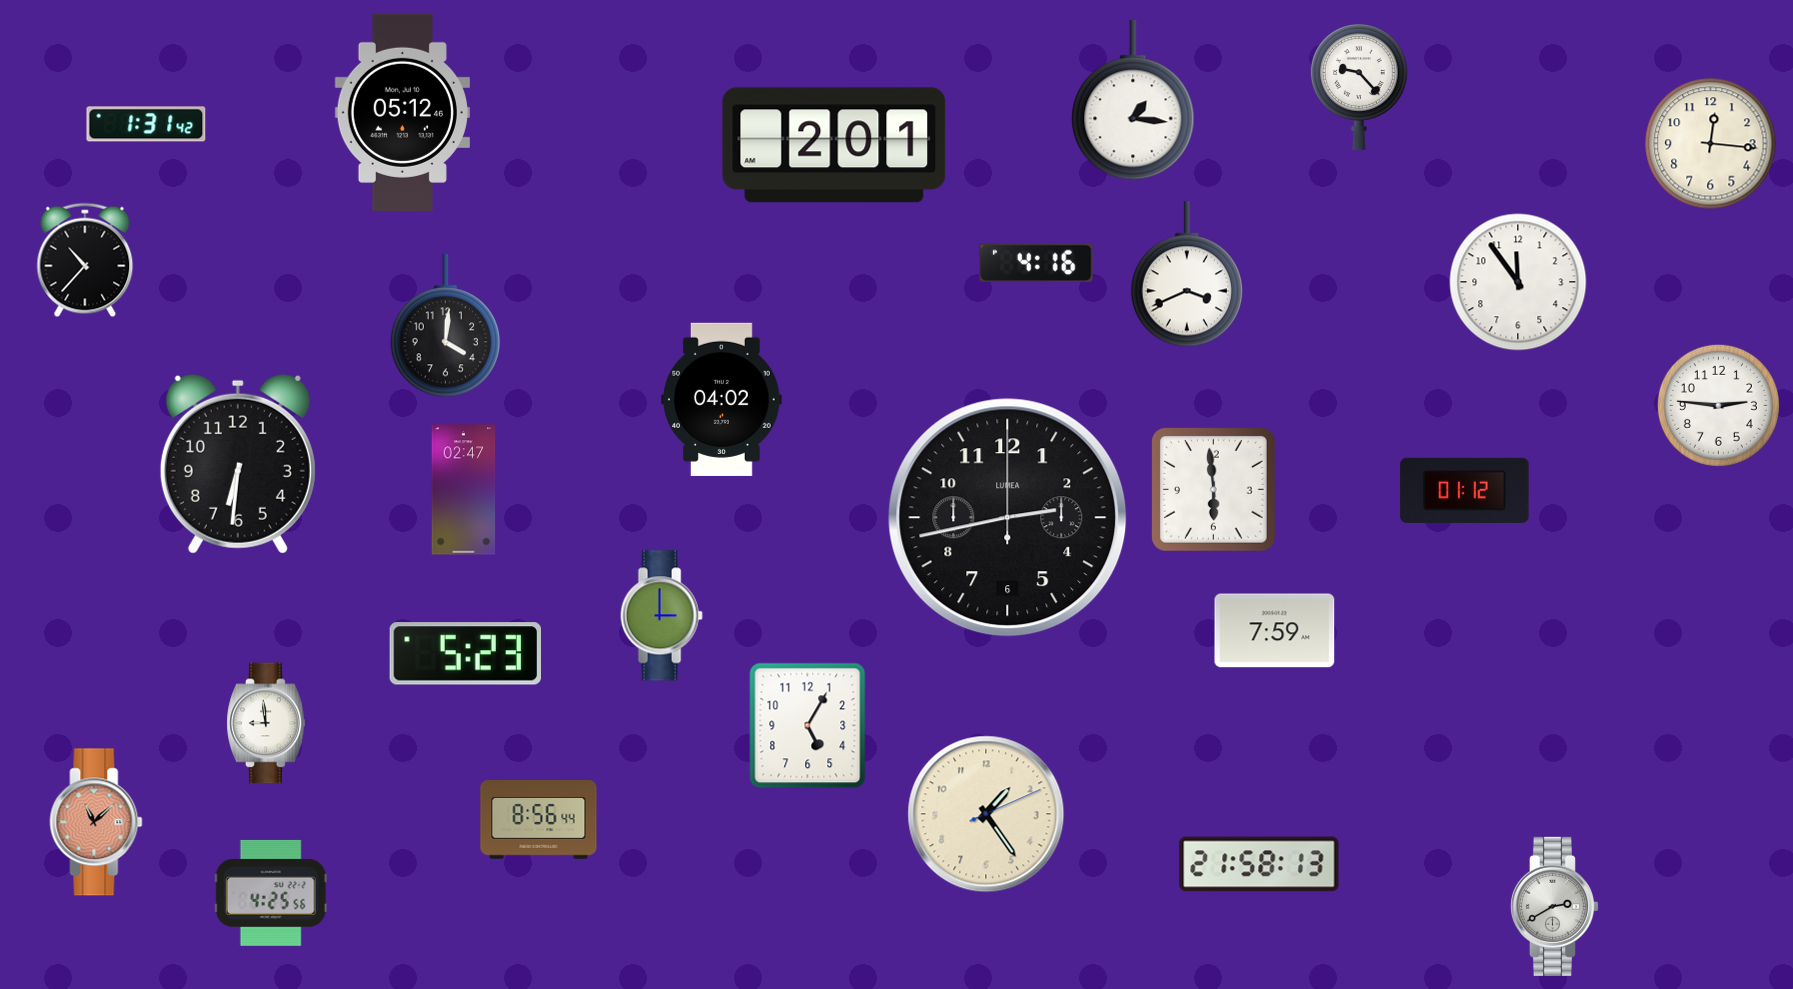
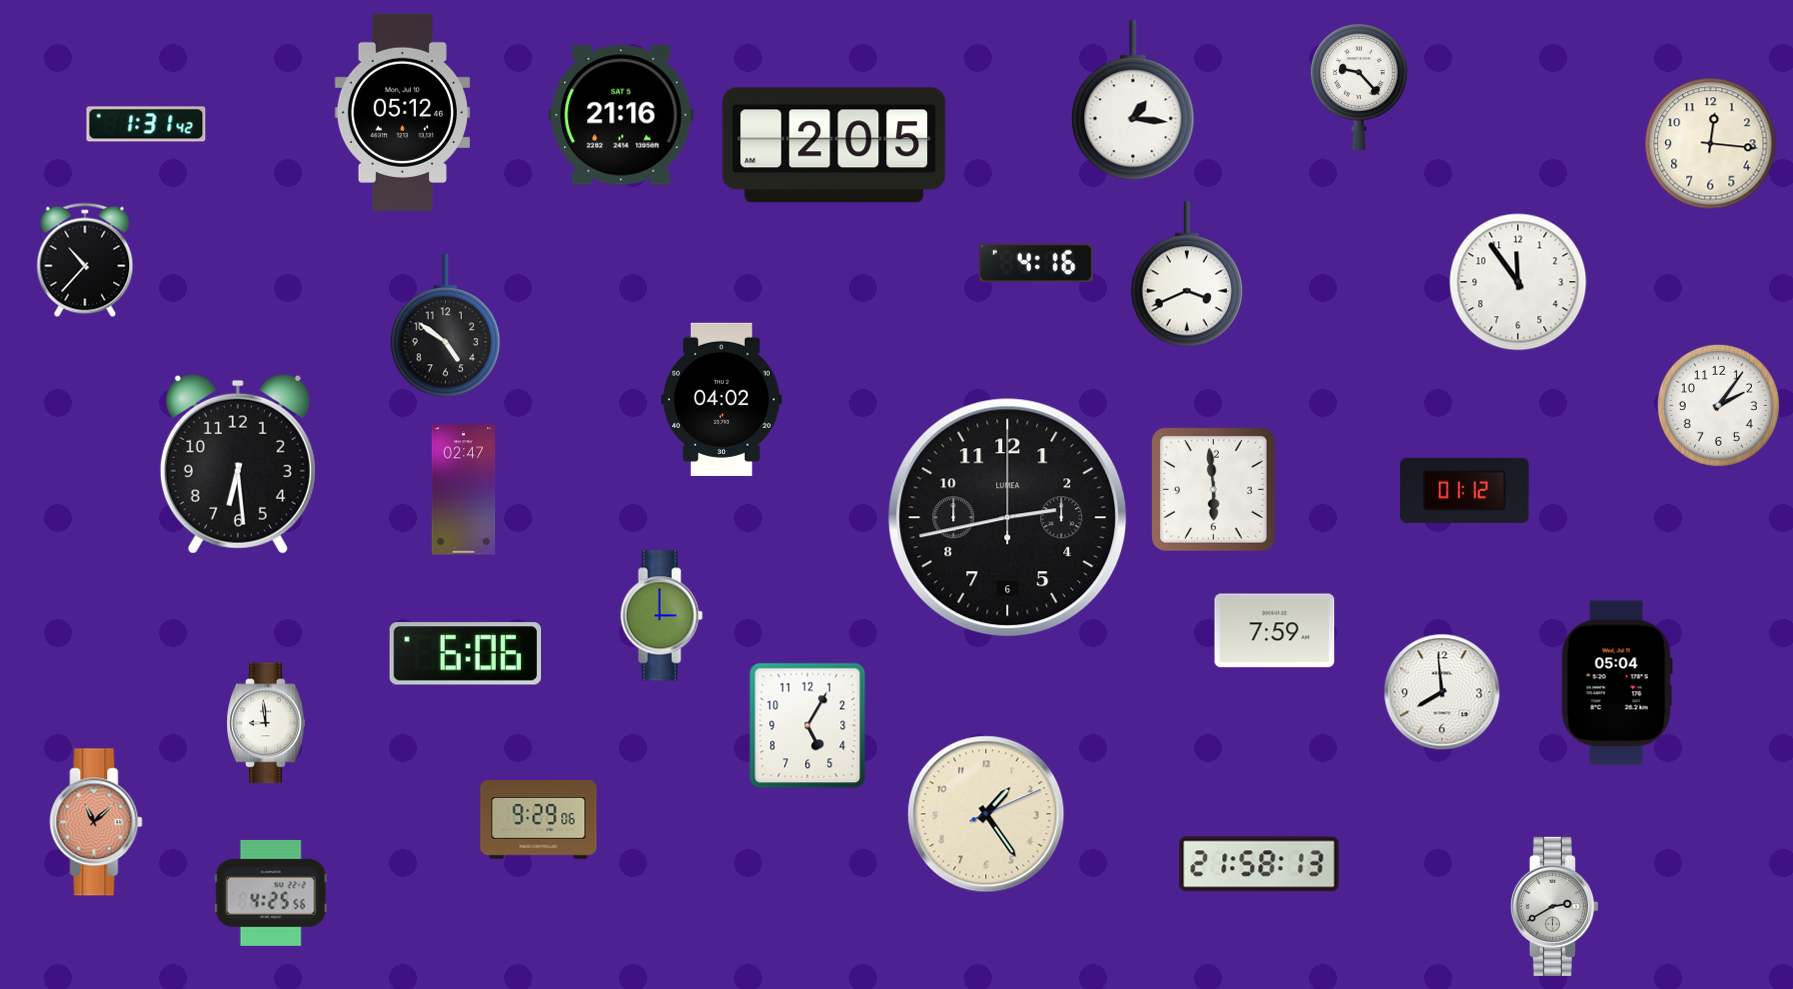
clock at (621, 115): none -> 21:16
clock at (834, 145): 2:01 -> 2:05
clock at (446, 326): 4:01 -> 4:51
clock at (1718, 405): 2:46 -> 2:06
clock at (238, 464): 6:31 -> 6:29
clock at (465, 654): 5:23 -> 6:06
clock at (1617, 683): none -> 05:04
clock at (1442, 692): none -> 7:59
clock at (539, 820): 8:56 -> 9:29
